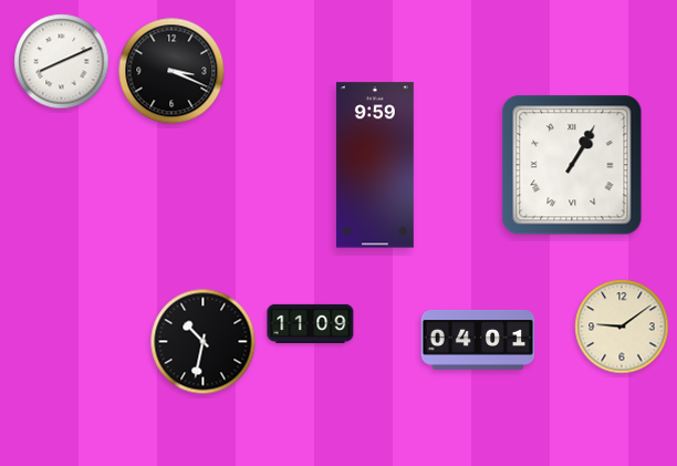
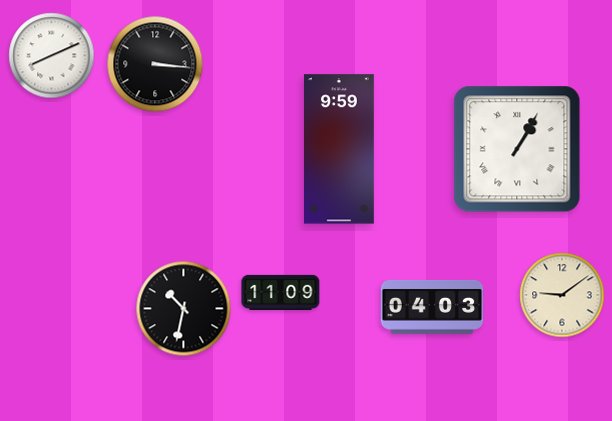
clock at (62, 62) position: (62, 62) -> (52, 56)
clock at (171, 71): 3:19 -> 3:16
clock at (478, 340): 04:01 -> 04:03
